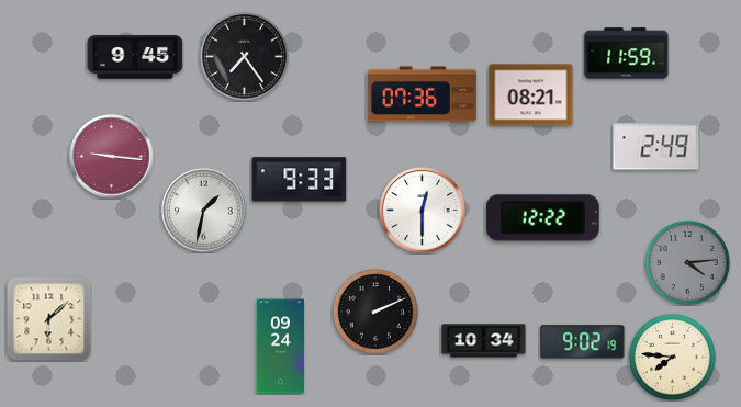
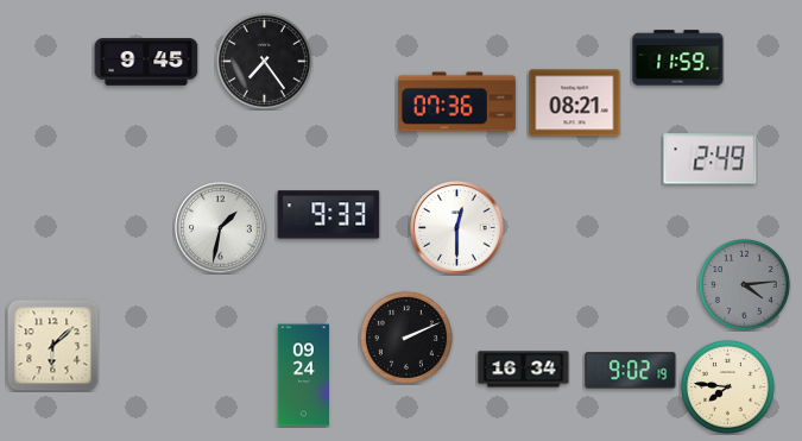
clock at (112, 157): 9:16 -> none
clock at (300, 180) position: (300, 180) -> (329, 215)
clock at (542, 218): 12:22 -> none
clock at (484, 341): 10:34 -> 16:34
